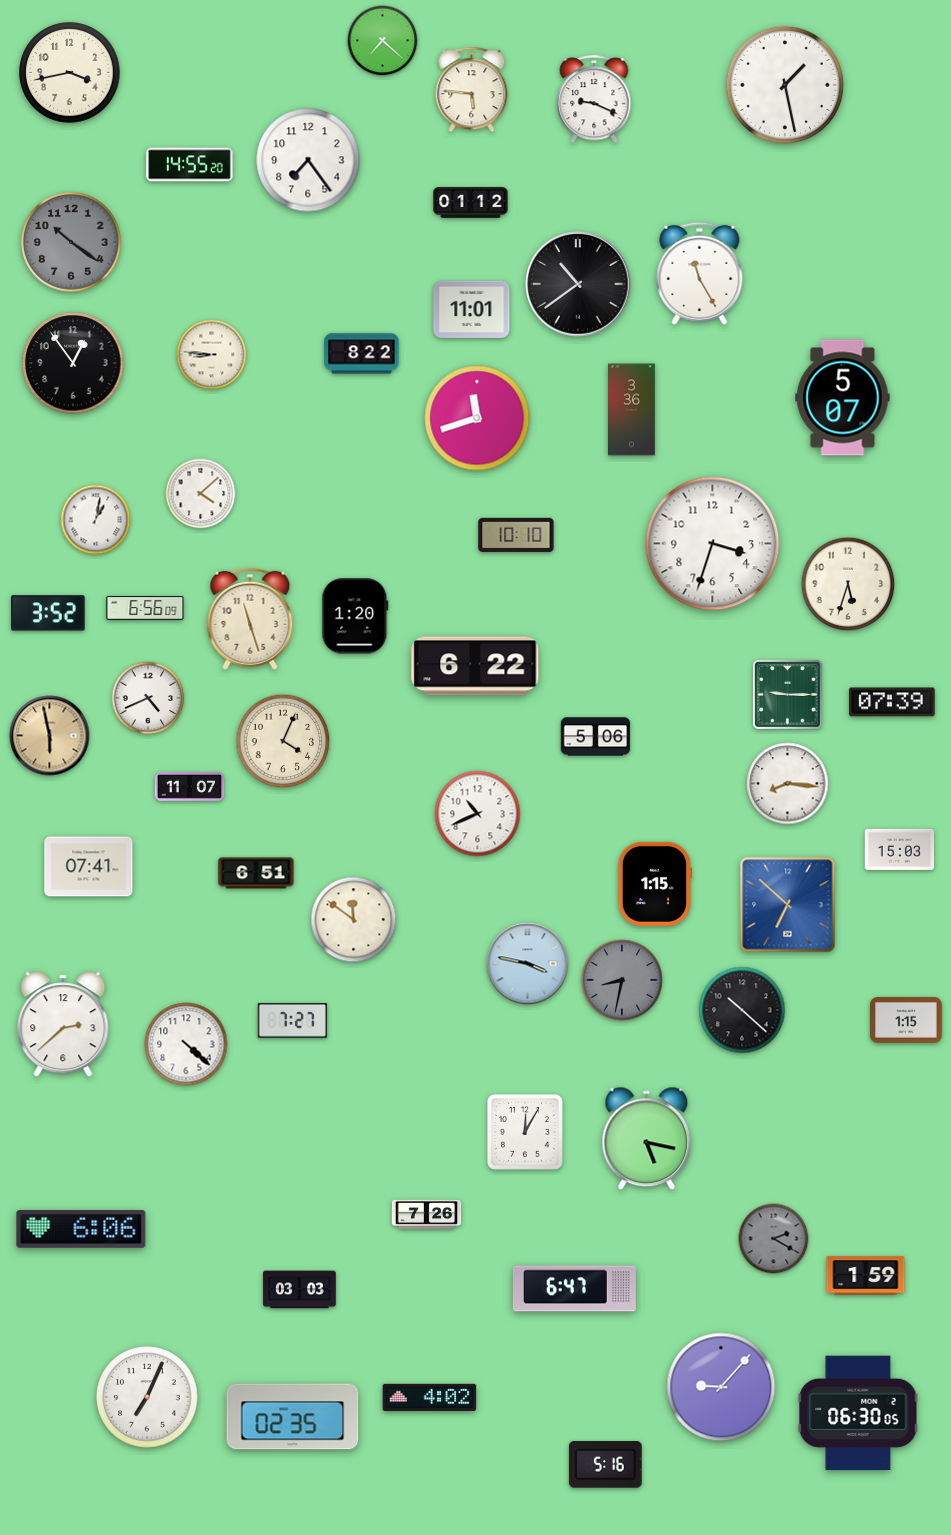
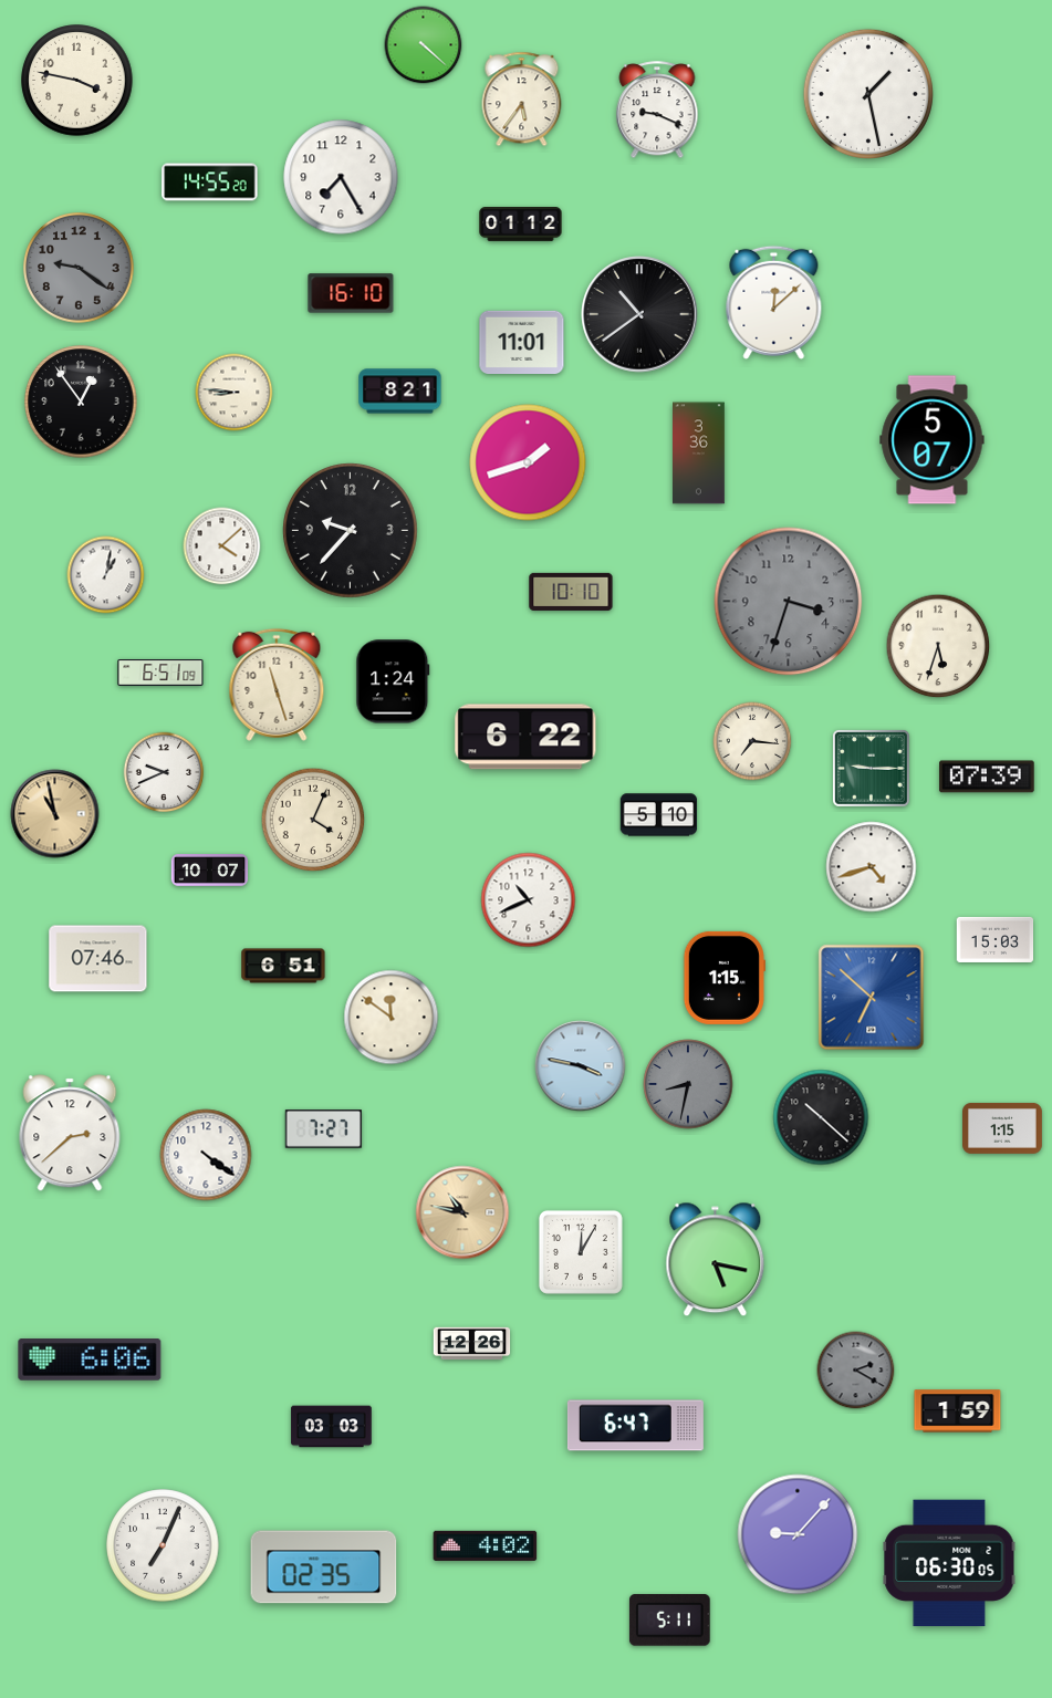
clock at (383, 41): 7:22 -> 4:22
clock at (70, 73): 3:43 -> 3:47
clock at (472, 90): 5:46 -> 5:36
clock at (308, 160): 7:24 -> 7:25
clock at (71, 242): 10:21 -> 9:21
clock at (351, 293): none -> 16:10
clock at (700, 273): 11:25 -> 12:08
clock at (362, 354): 8:22 -> 8:21
clock at (477, 418): 11:42 -> 1:42
clock at (351, 531): none -> 9:37
clock at (713, 544) dial: white -> grey
clock at (145, 609): 6:56 -> 6:51
clock at (48, 613): 3:52 -> none
clock at (355, 616): 1:20 -> 1:24
clock at (752, 741): none -> 7:16
clock at (148, 698): 4:41 -> 9:41
clock at (50, 736): 5:58 -> 10:58
clock at (596, 737): 5:06 -> 5:10
clock at (788, 784): 8:16 -> 4:42
clock at (190, 787): 11:07 -> 10:07
clock at (89, 867): 07:41 -> 07:46
clock at (788, 905) position: (788, 905) -> (872, 998)
clock at (528, 964) position: (528, 964) -> (581, 1066)
clock at (186, 1044): 4:22 -> 4:21
clock at (462, 1212): none -> 10:47
clock at (427, 1215): 7:26 -> 12:26
clock at (430, 1397) position: (430, 1397) -> (486, 1545)
clock at (606, 1465): 5:16 -> 5:11
